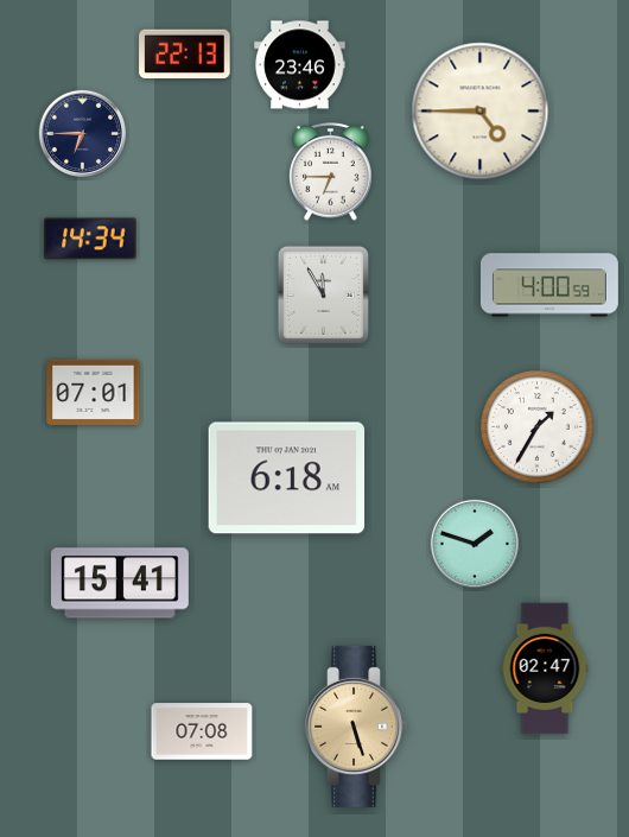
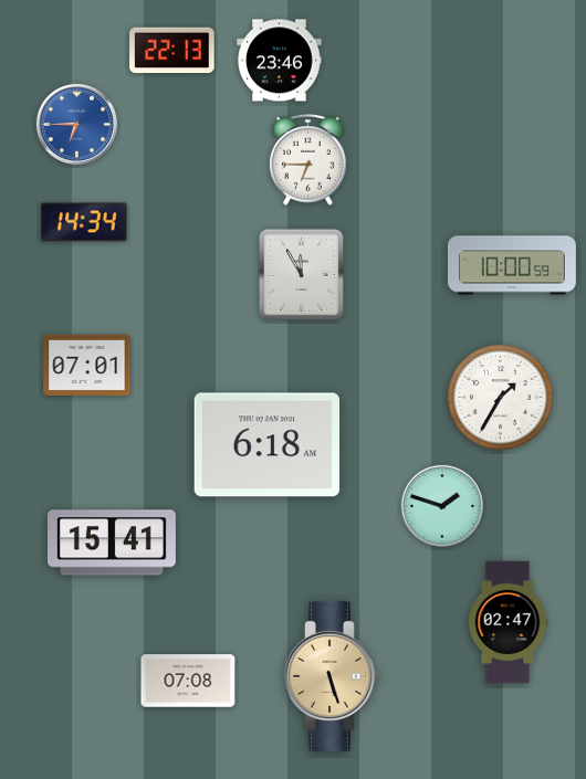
clock at (481, 112): 4:45 -> none
clock at (82, 133) dial: navy -> blue
clock at (549, 285): 4:00 -> 10:00
